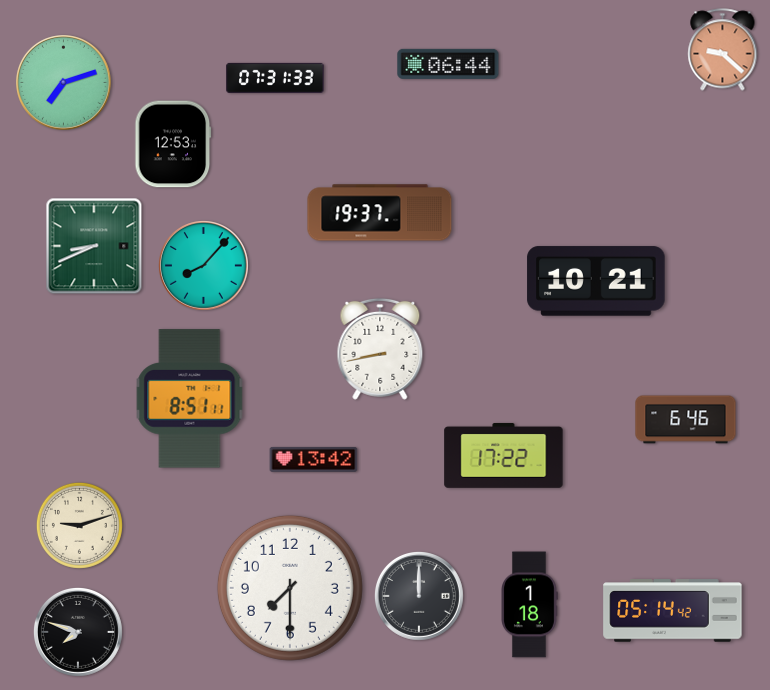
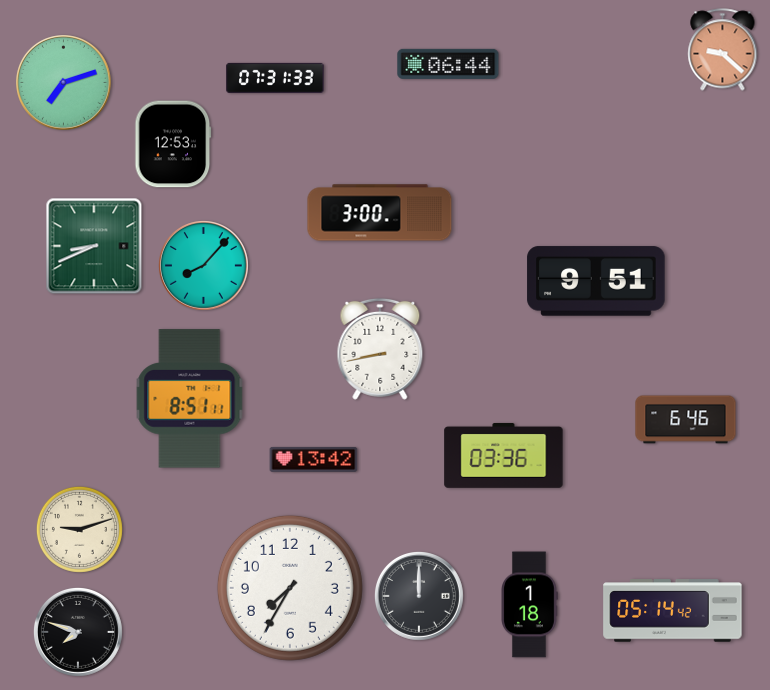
clock at (380, 213): 19:37 -> 3:00
clock at (596, 281): 10:21 -> 9:51
clock at (504, 455): 17:22 -> 03:36
clock at (79, 525) position: (79, 525) -> (79, 529)
clock at (290, 588): 7:30 -> 7:35
